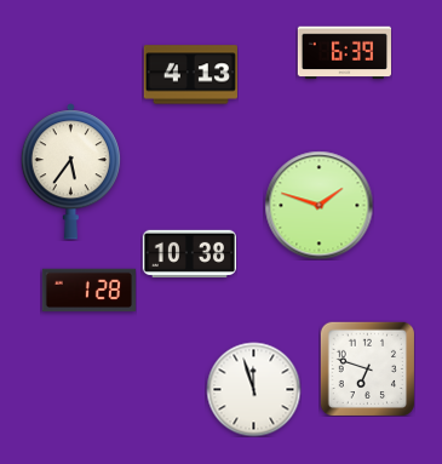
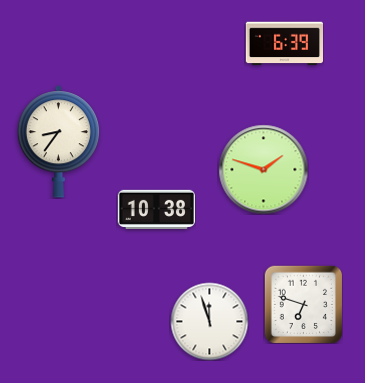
clock at (190, 75): 4:13 -> none
clock at (70, 172): 5:36 -> 8:36
clock at (88, 291): 1:28 -> none
